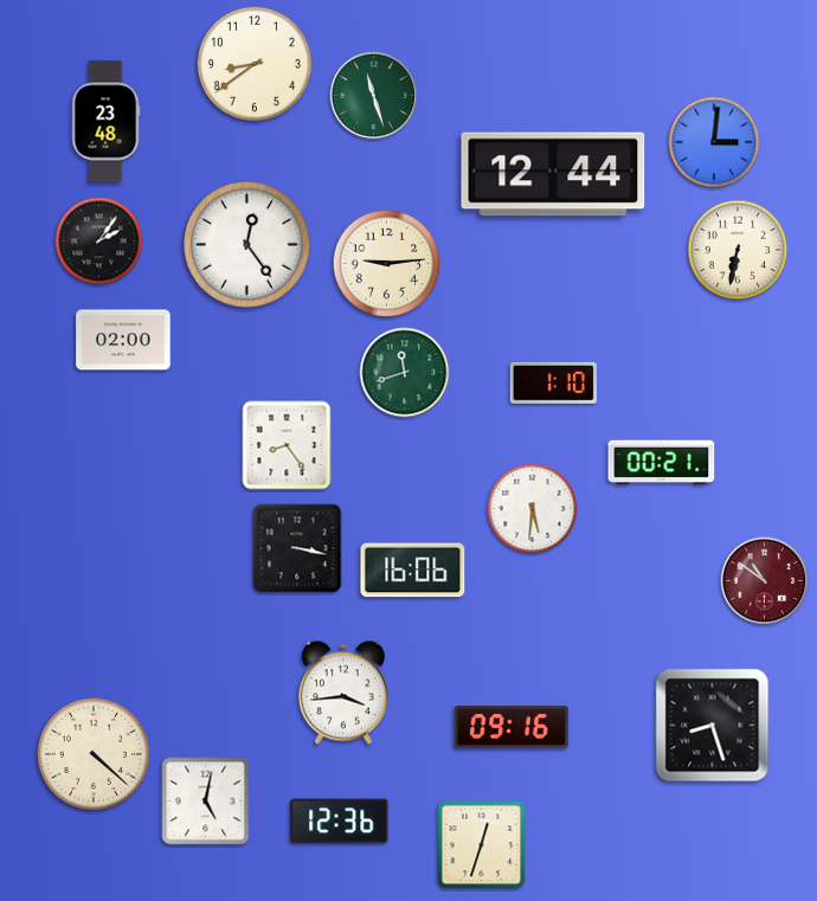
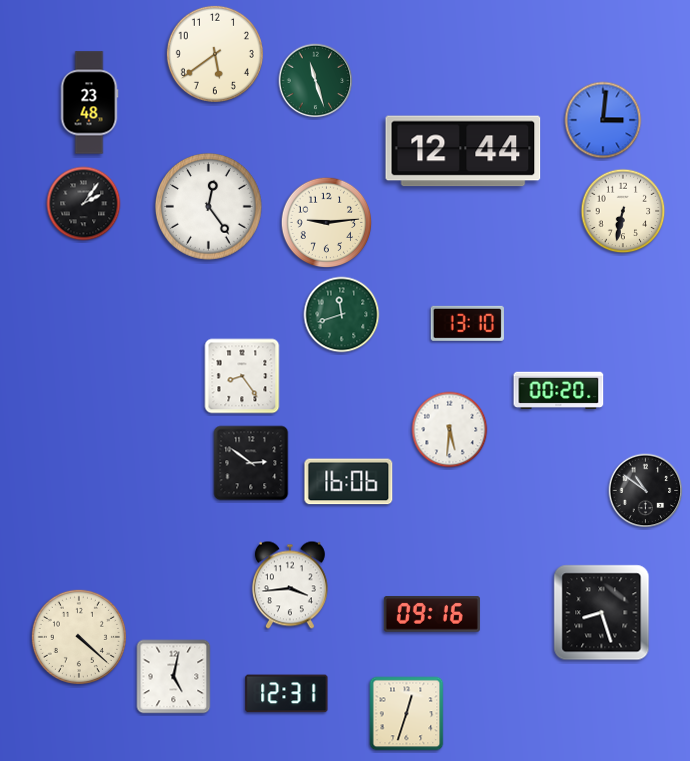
clock at (255, 64): 8:39 -> 5:39
clock at (553, 174) position: (553, 174) -> (463, 151)
clock at (123, 340): 02:00 -> none
clock at (553, 382): 1:10 -> 13:10
clock at (662, 463): 00:21 -> 00:20
clock at (297, 548): 3:17 -> 2:51
clock at (765, 581) dial: burgundy -> black
clock at (340, 822): 12:36 -> 12:31
